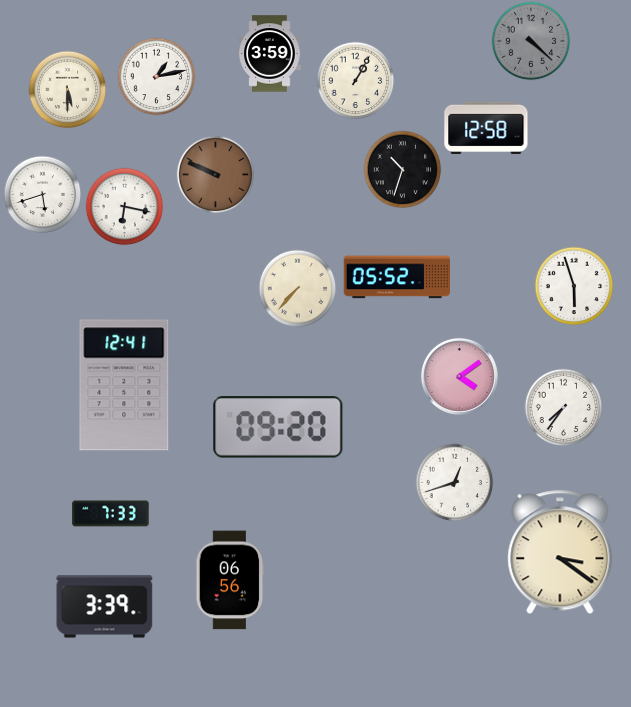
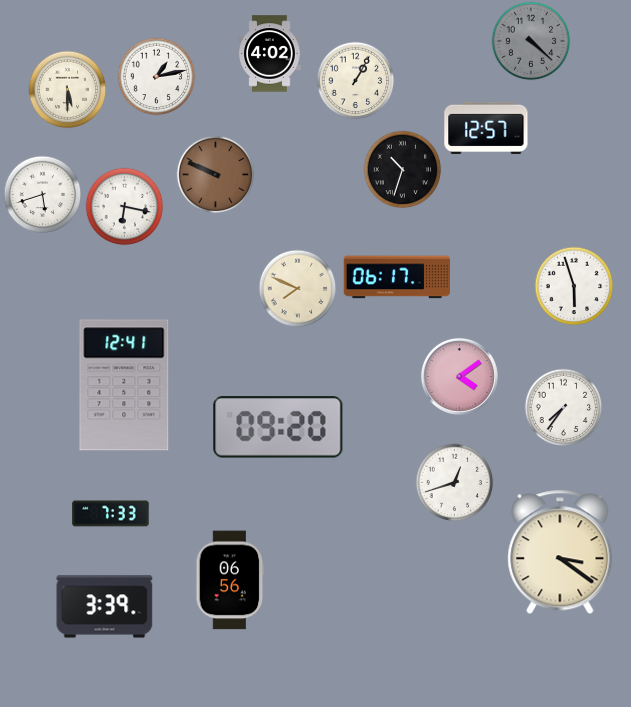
clock at (270, 54): 3:59 -> 4:02
clock at (486, 128): 12:58 -> 12:57
clock at (396, 277): 05:52 -> 06:17
clock at (297, 288): 7:37 -> 7:49
